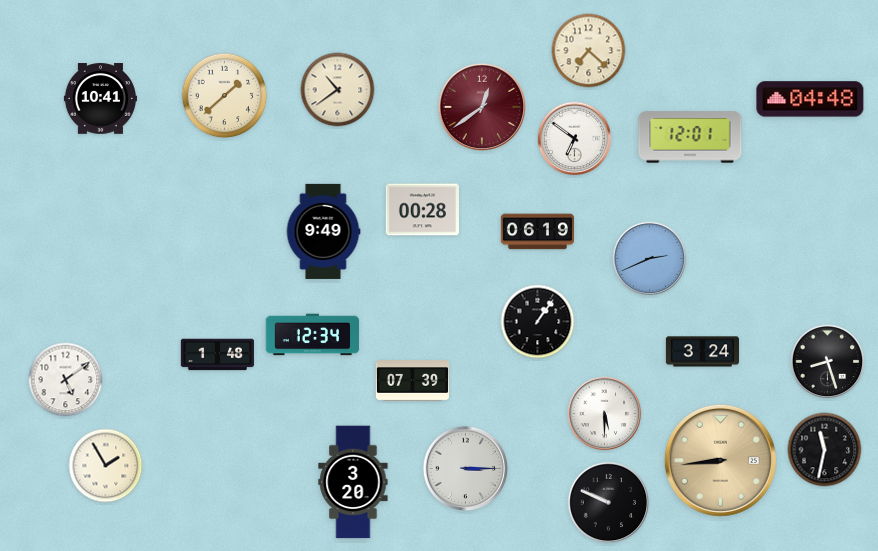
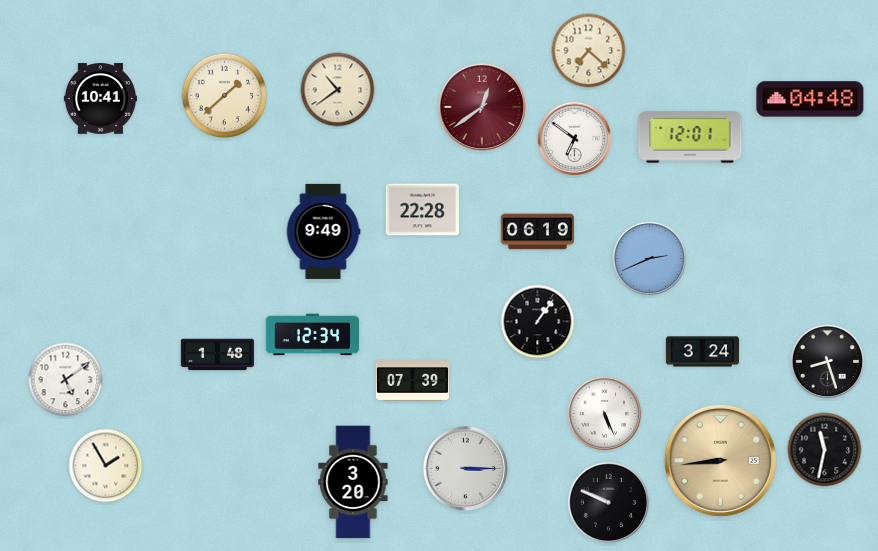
clock at (422, 210): 00:28 -> 22:28
clock at (605, 414): 5:30 -> 5:26
